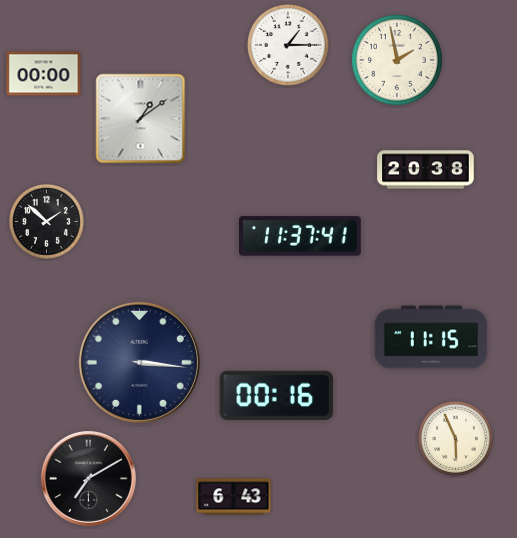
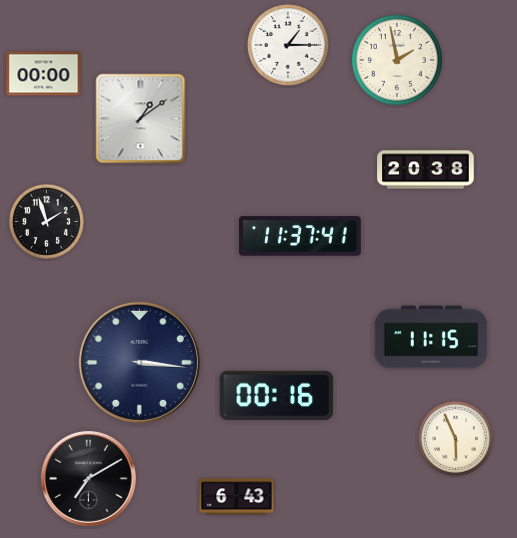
clock at (46, 221): 1:52 -> 1:57
clock at (234, 497) position: (234, 497) -> (237, 497)
